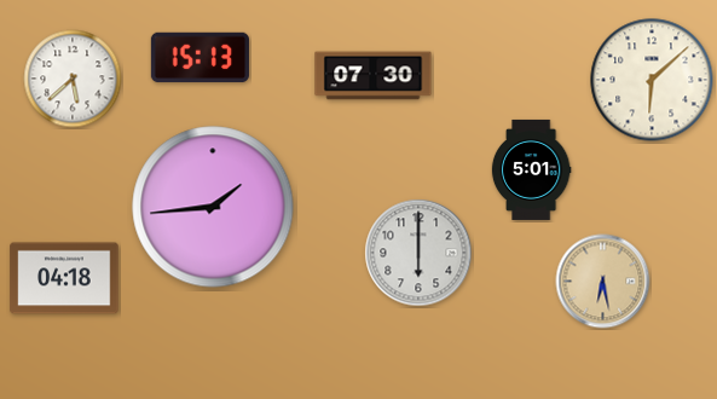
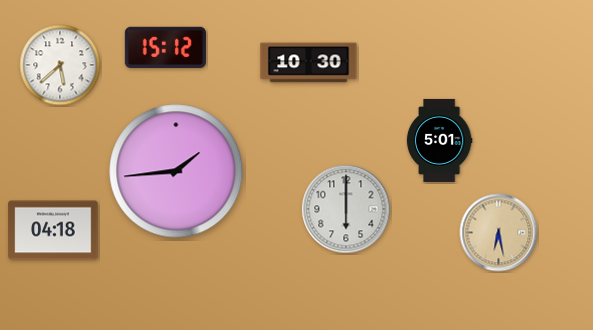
clock at (200, 58): 15:13 -> 15:12
clock at (374, 76): 07:30 -> 10:30
clock at (652, 80): 6:08 -> none
